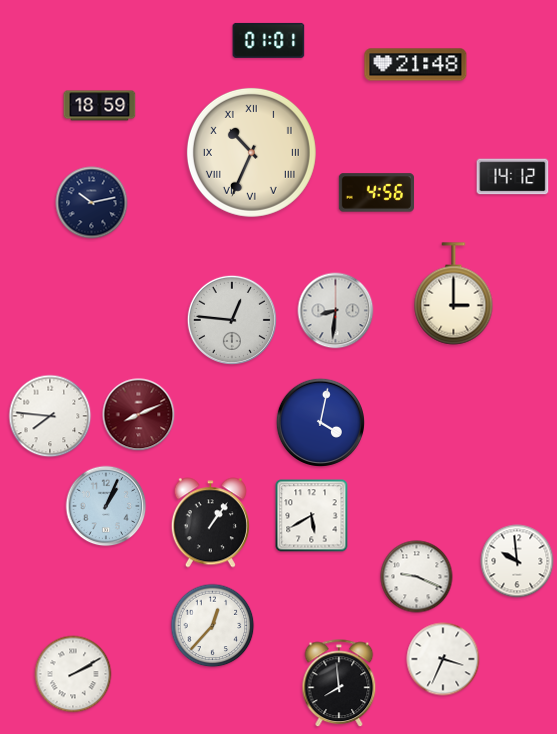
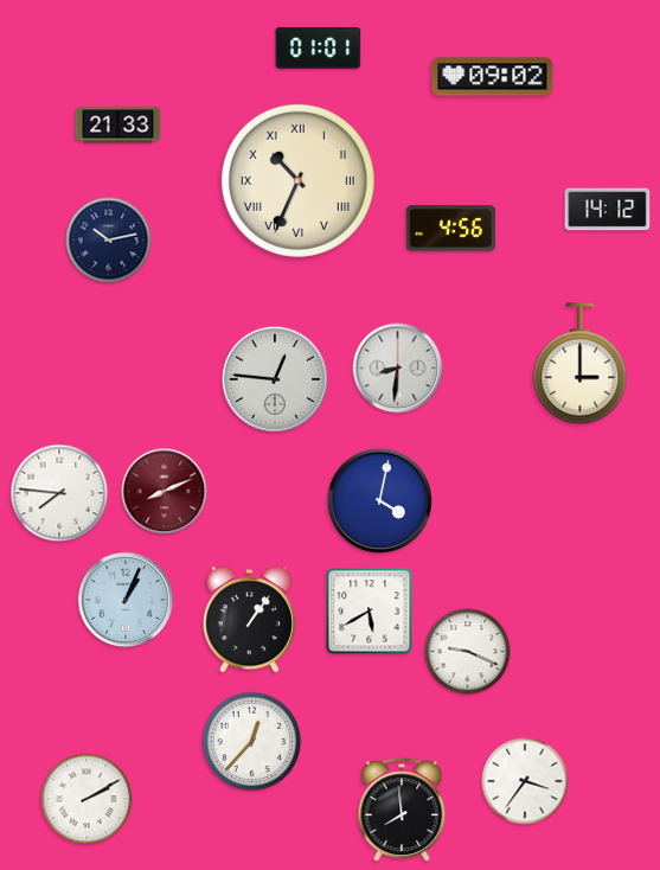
clock at (416, 65): 21:48 -> 09:02
clock at (100, 106): 18:59 -> 21:33
clock at (376, 193) position: (376, 193) -> (450, 229)
clock at (454, 294) position: (454, 294) -> (581, 364)
clock at (517, 561): 9:59 -> none
clock at (417, 577) position: (417, 577) -> (468, 652)
clock at (443, 659): 3:34 -> 3:36
